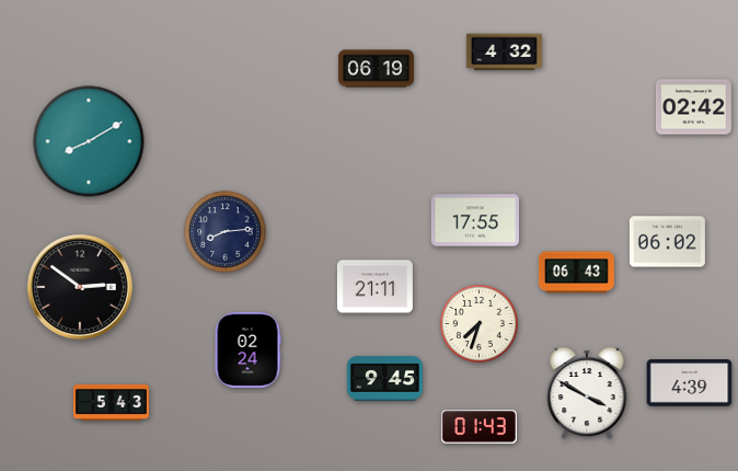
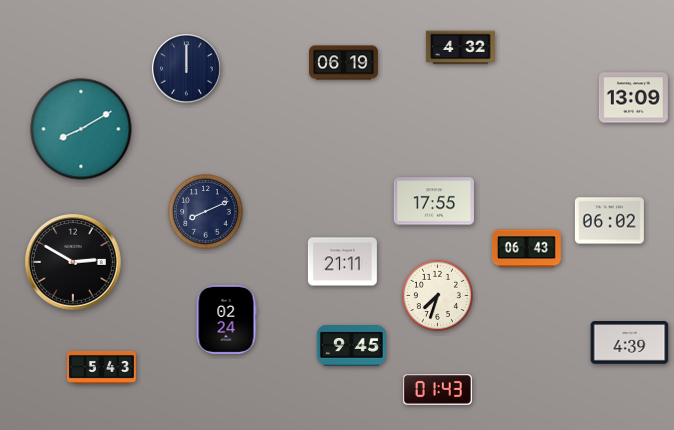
clock at (187, 69): none -> 12:00
clock at (693, 107): 02:42 -> 13:09
clock at (226, 232): 8:14 -> 8:11
clock at (80, 287): 2:51 -> 2:50
clock at (690, 383) position: (690, 383) -> (630, 343)
clock at (587, 393): 3:50 -> none
